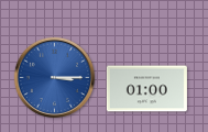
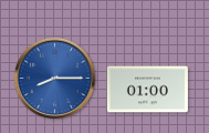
clock at (55, 78): 3:15 -> 8:15
